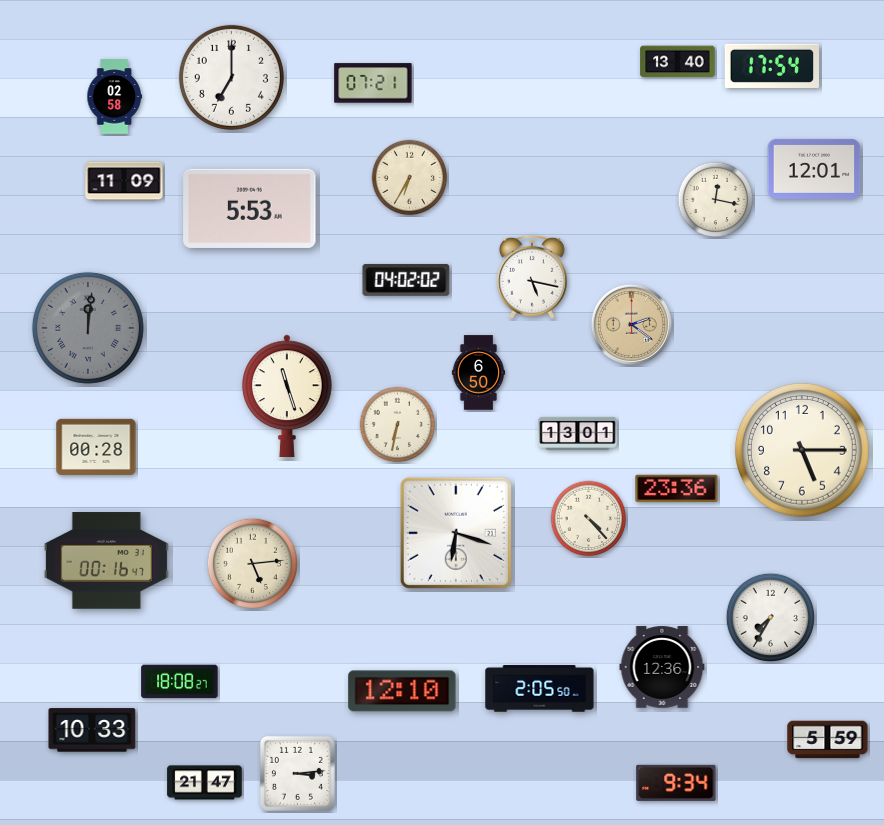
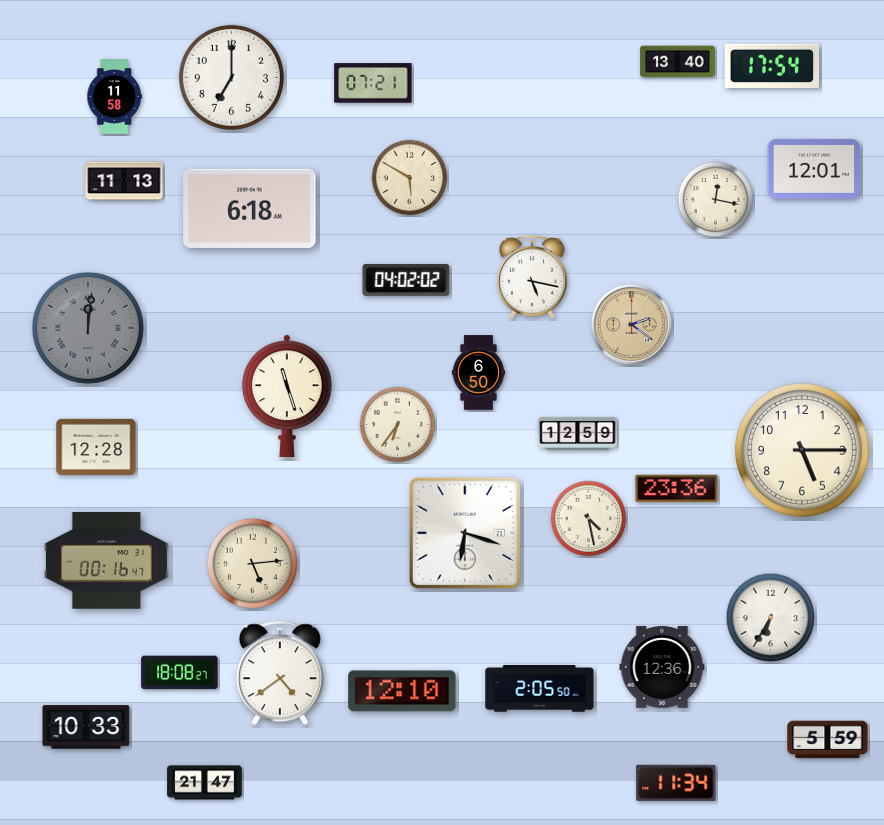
clock at (114, 97): 02:58 -> 11:58
clock at (410, 178): 6:35 -> 5:50
clock at (124, 181): 11:09 -> 11:13
clock at (250, 208): 5:53 -> 6:18
clock at (398, 425): 6:32 -> 6:36
clock at (578, 433): 13:01 -> 12:59
clock at (96, 447): 00:28 -> 12:28
clock at (589, 519): 4:23 -> 4:28
clock at (456, 533) position: (456, 533) -> (465, 533)
clock at (770, 617): 7:35 -> 6:35
clock at (280, 673): none -> 4:39
clock at (180, 682) position: (180, 682) -> (180, 673)
clock at (92, 730) position: (92, 730) -> (86, 727)
clock at (297, 773): 3:14 -> none
clock at (676, 783): 9:34 -> 11:34
